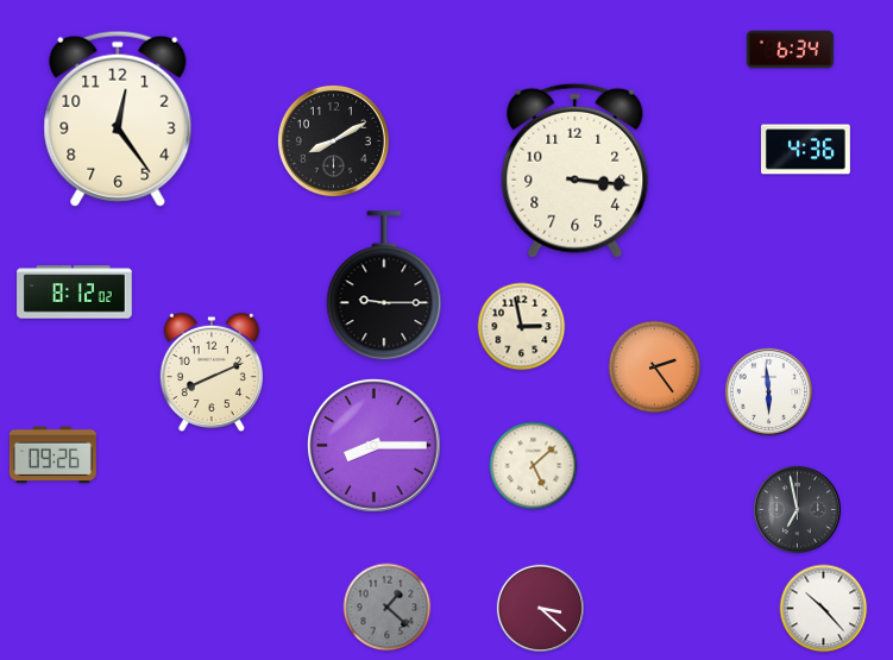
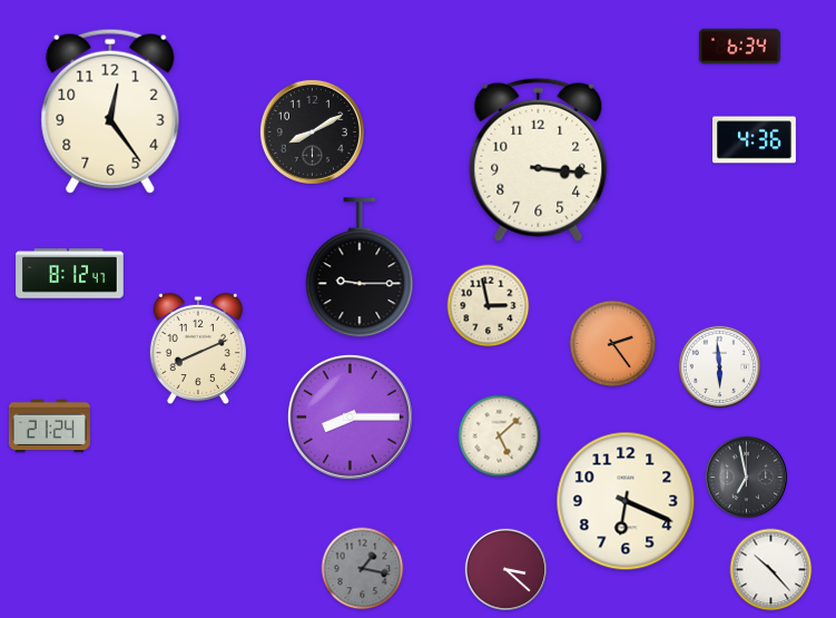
clock at (75, 293): 8:12:02 -> 8:12:47
clock at (52, 455): 09:26 -> 21:24
clock at (626, 501): none -> 6:19
clock at (388, 608): 1:22 -> 1:17
